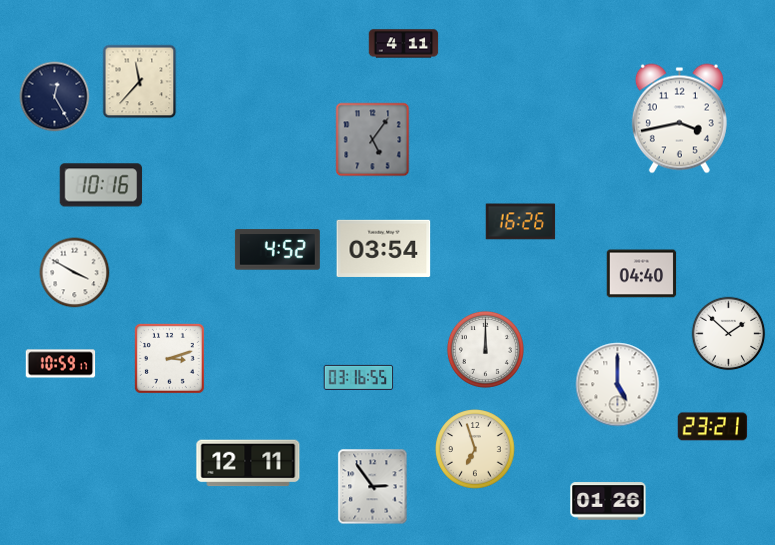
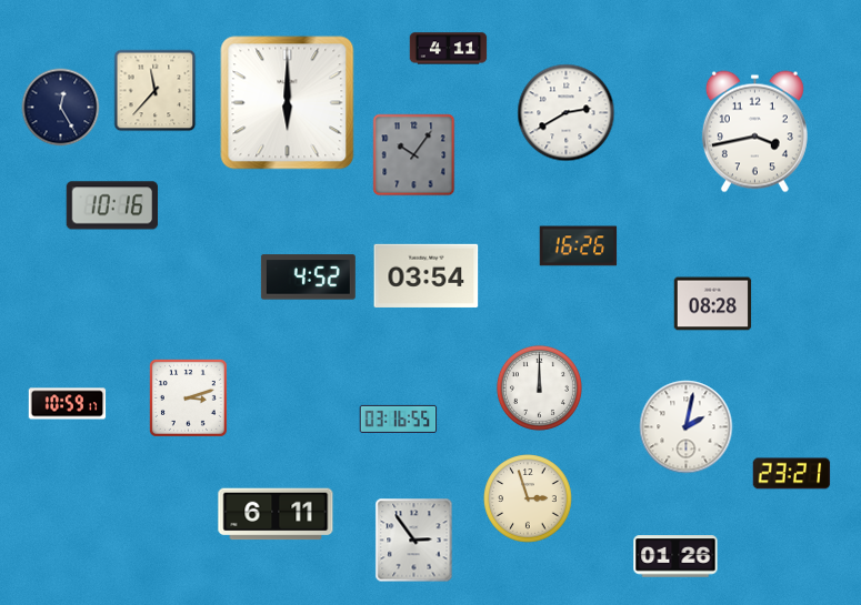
clock at (288, 103): none -> 6:00
clock at (567, 113): none -> 2:40
clock at (373, 140): 5:06 -> 10:06
clock at (75, 273): 3:50 -> none
clock at (642, 274): 04:40 -> 08:28
clock at (729, 334): 1:52 -> none
clock at (618, 385): 5:00 -> 2:02
clock at (475, 449): 6:57 -> 2:57
clock at (248, 463): 12:11 -> 6:11
